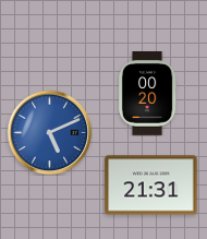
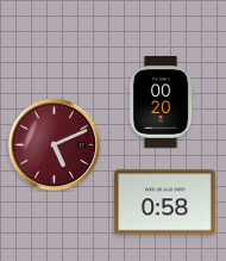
clock at (49, 132) dial: blue -> burgundy
clock at (151, 186): 21:31 -> 0:58
